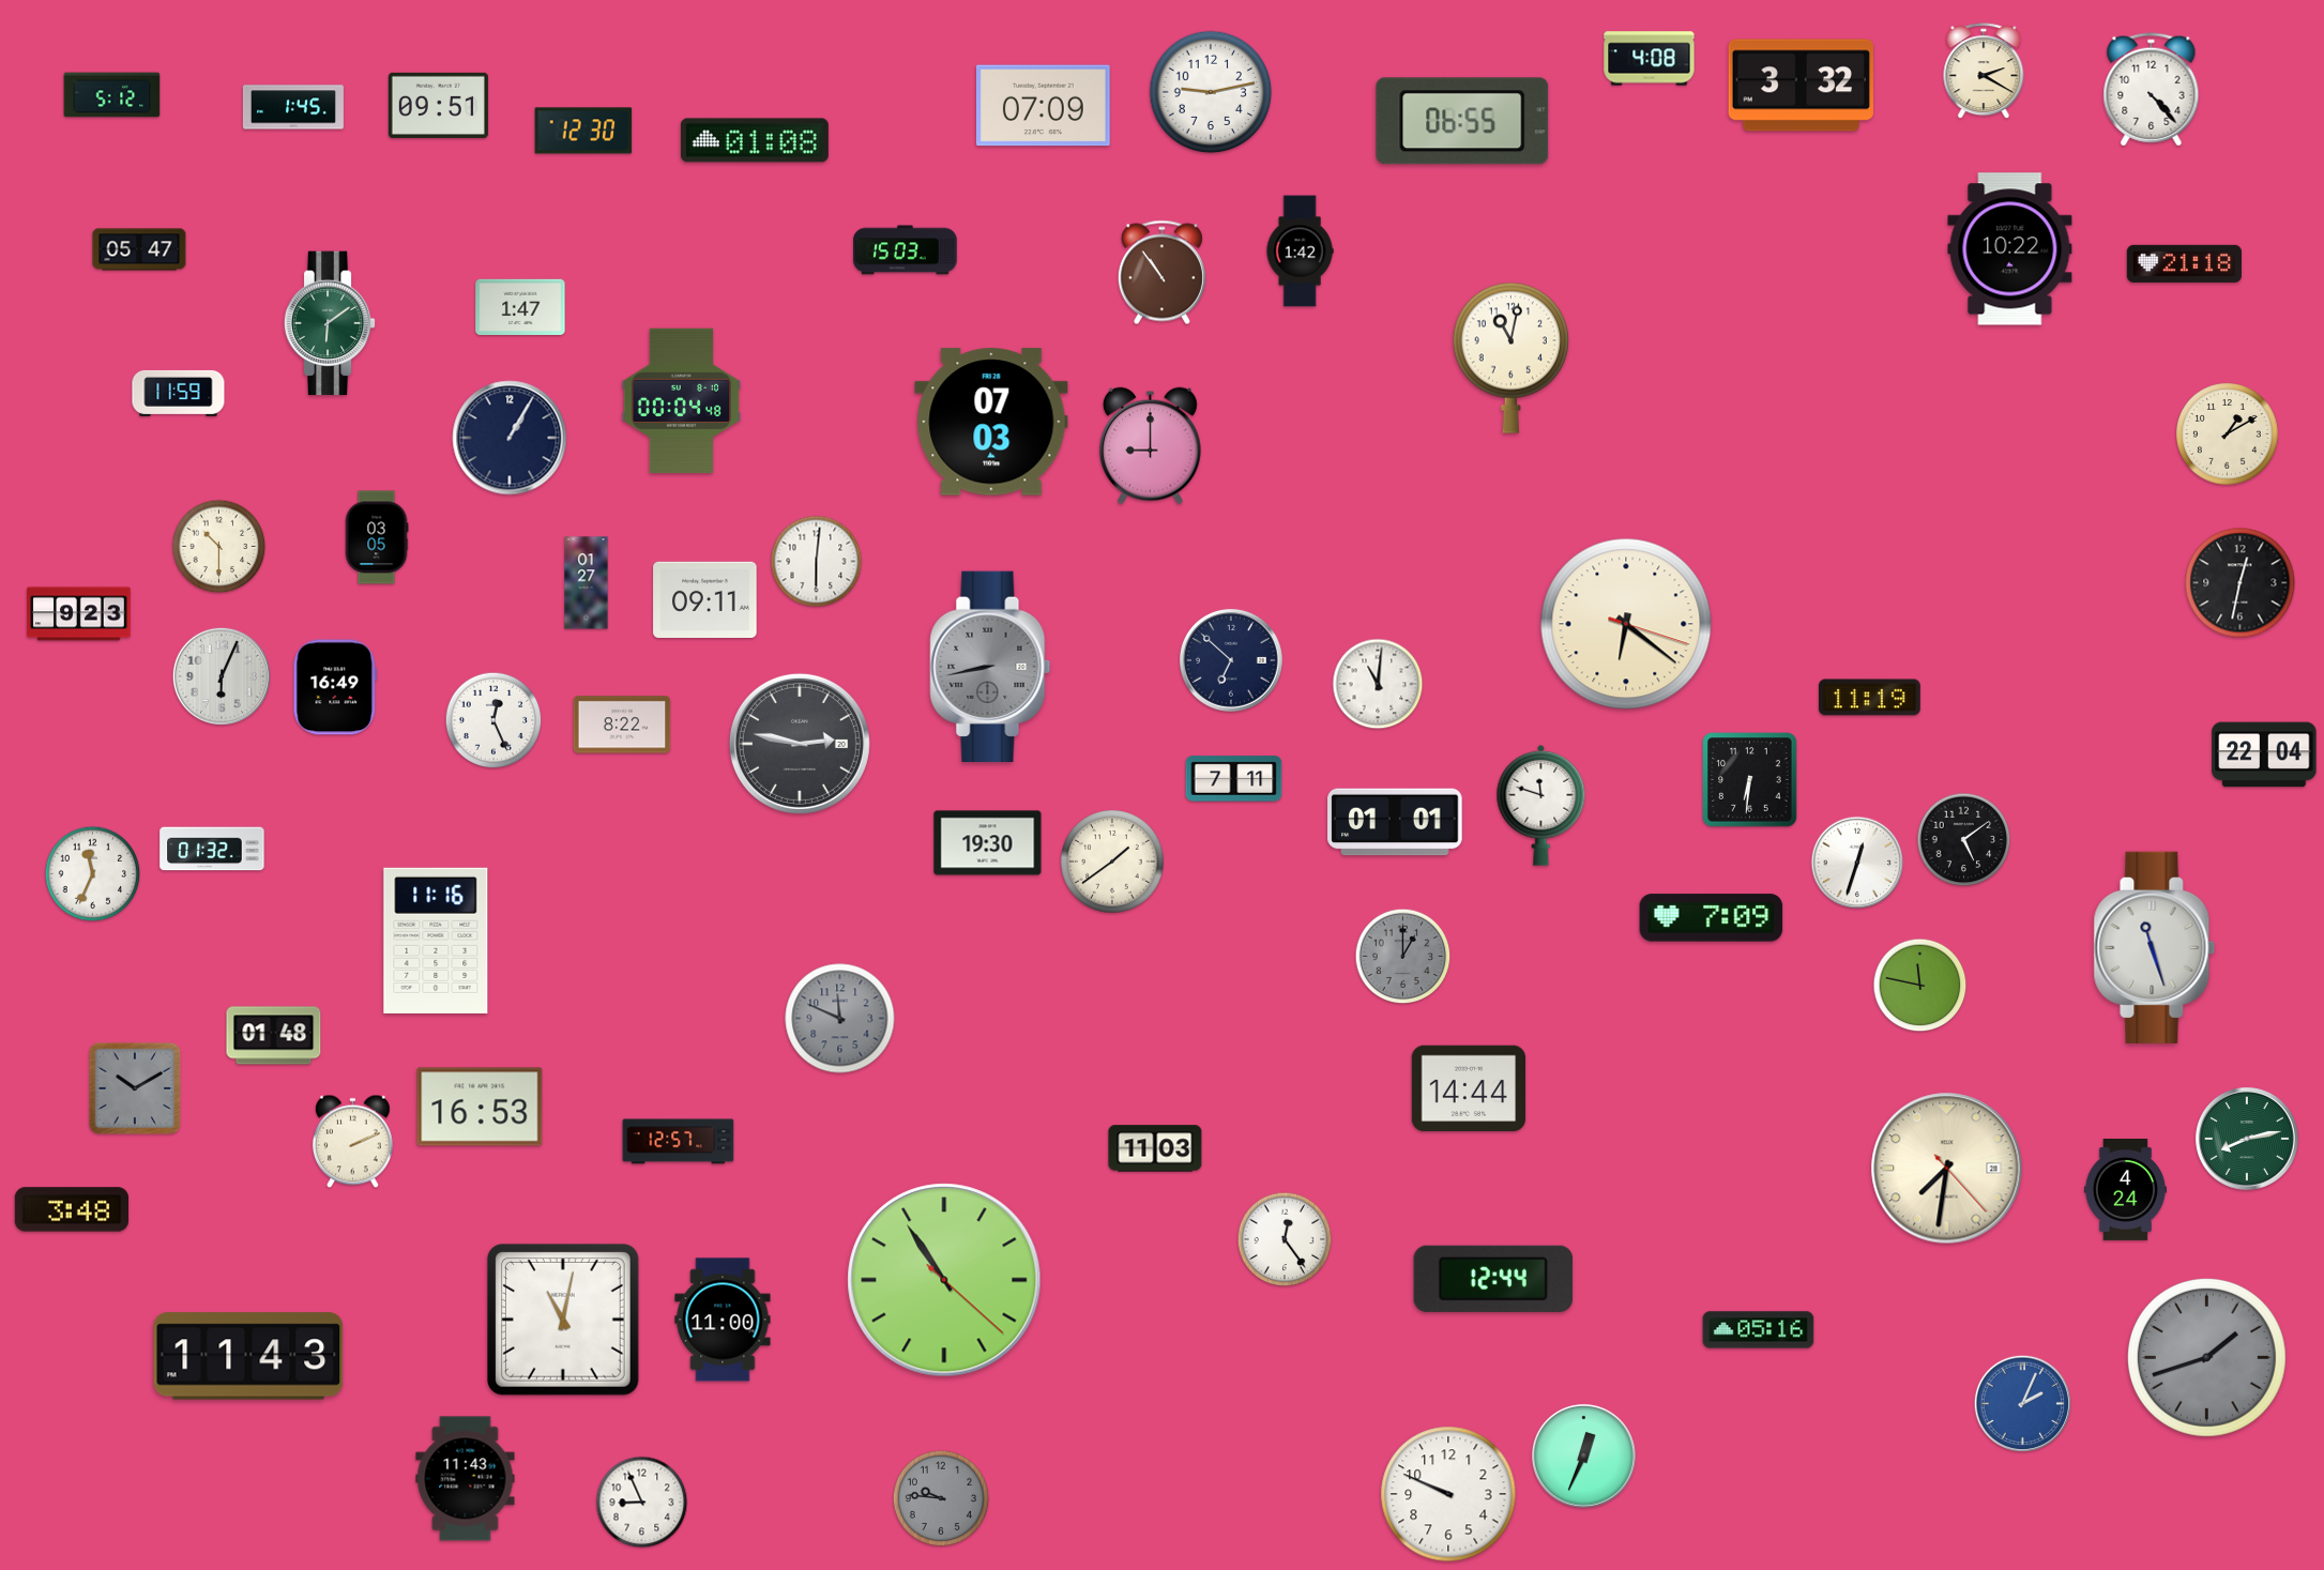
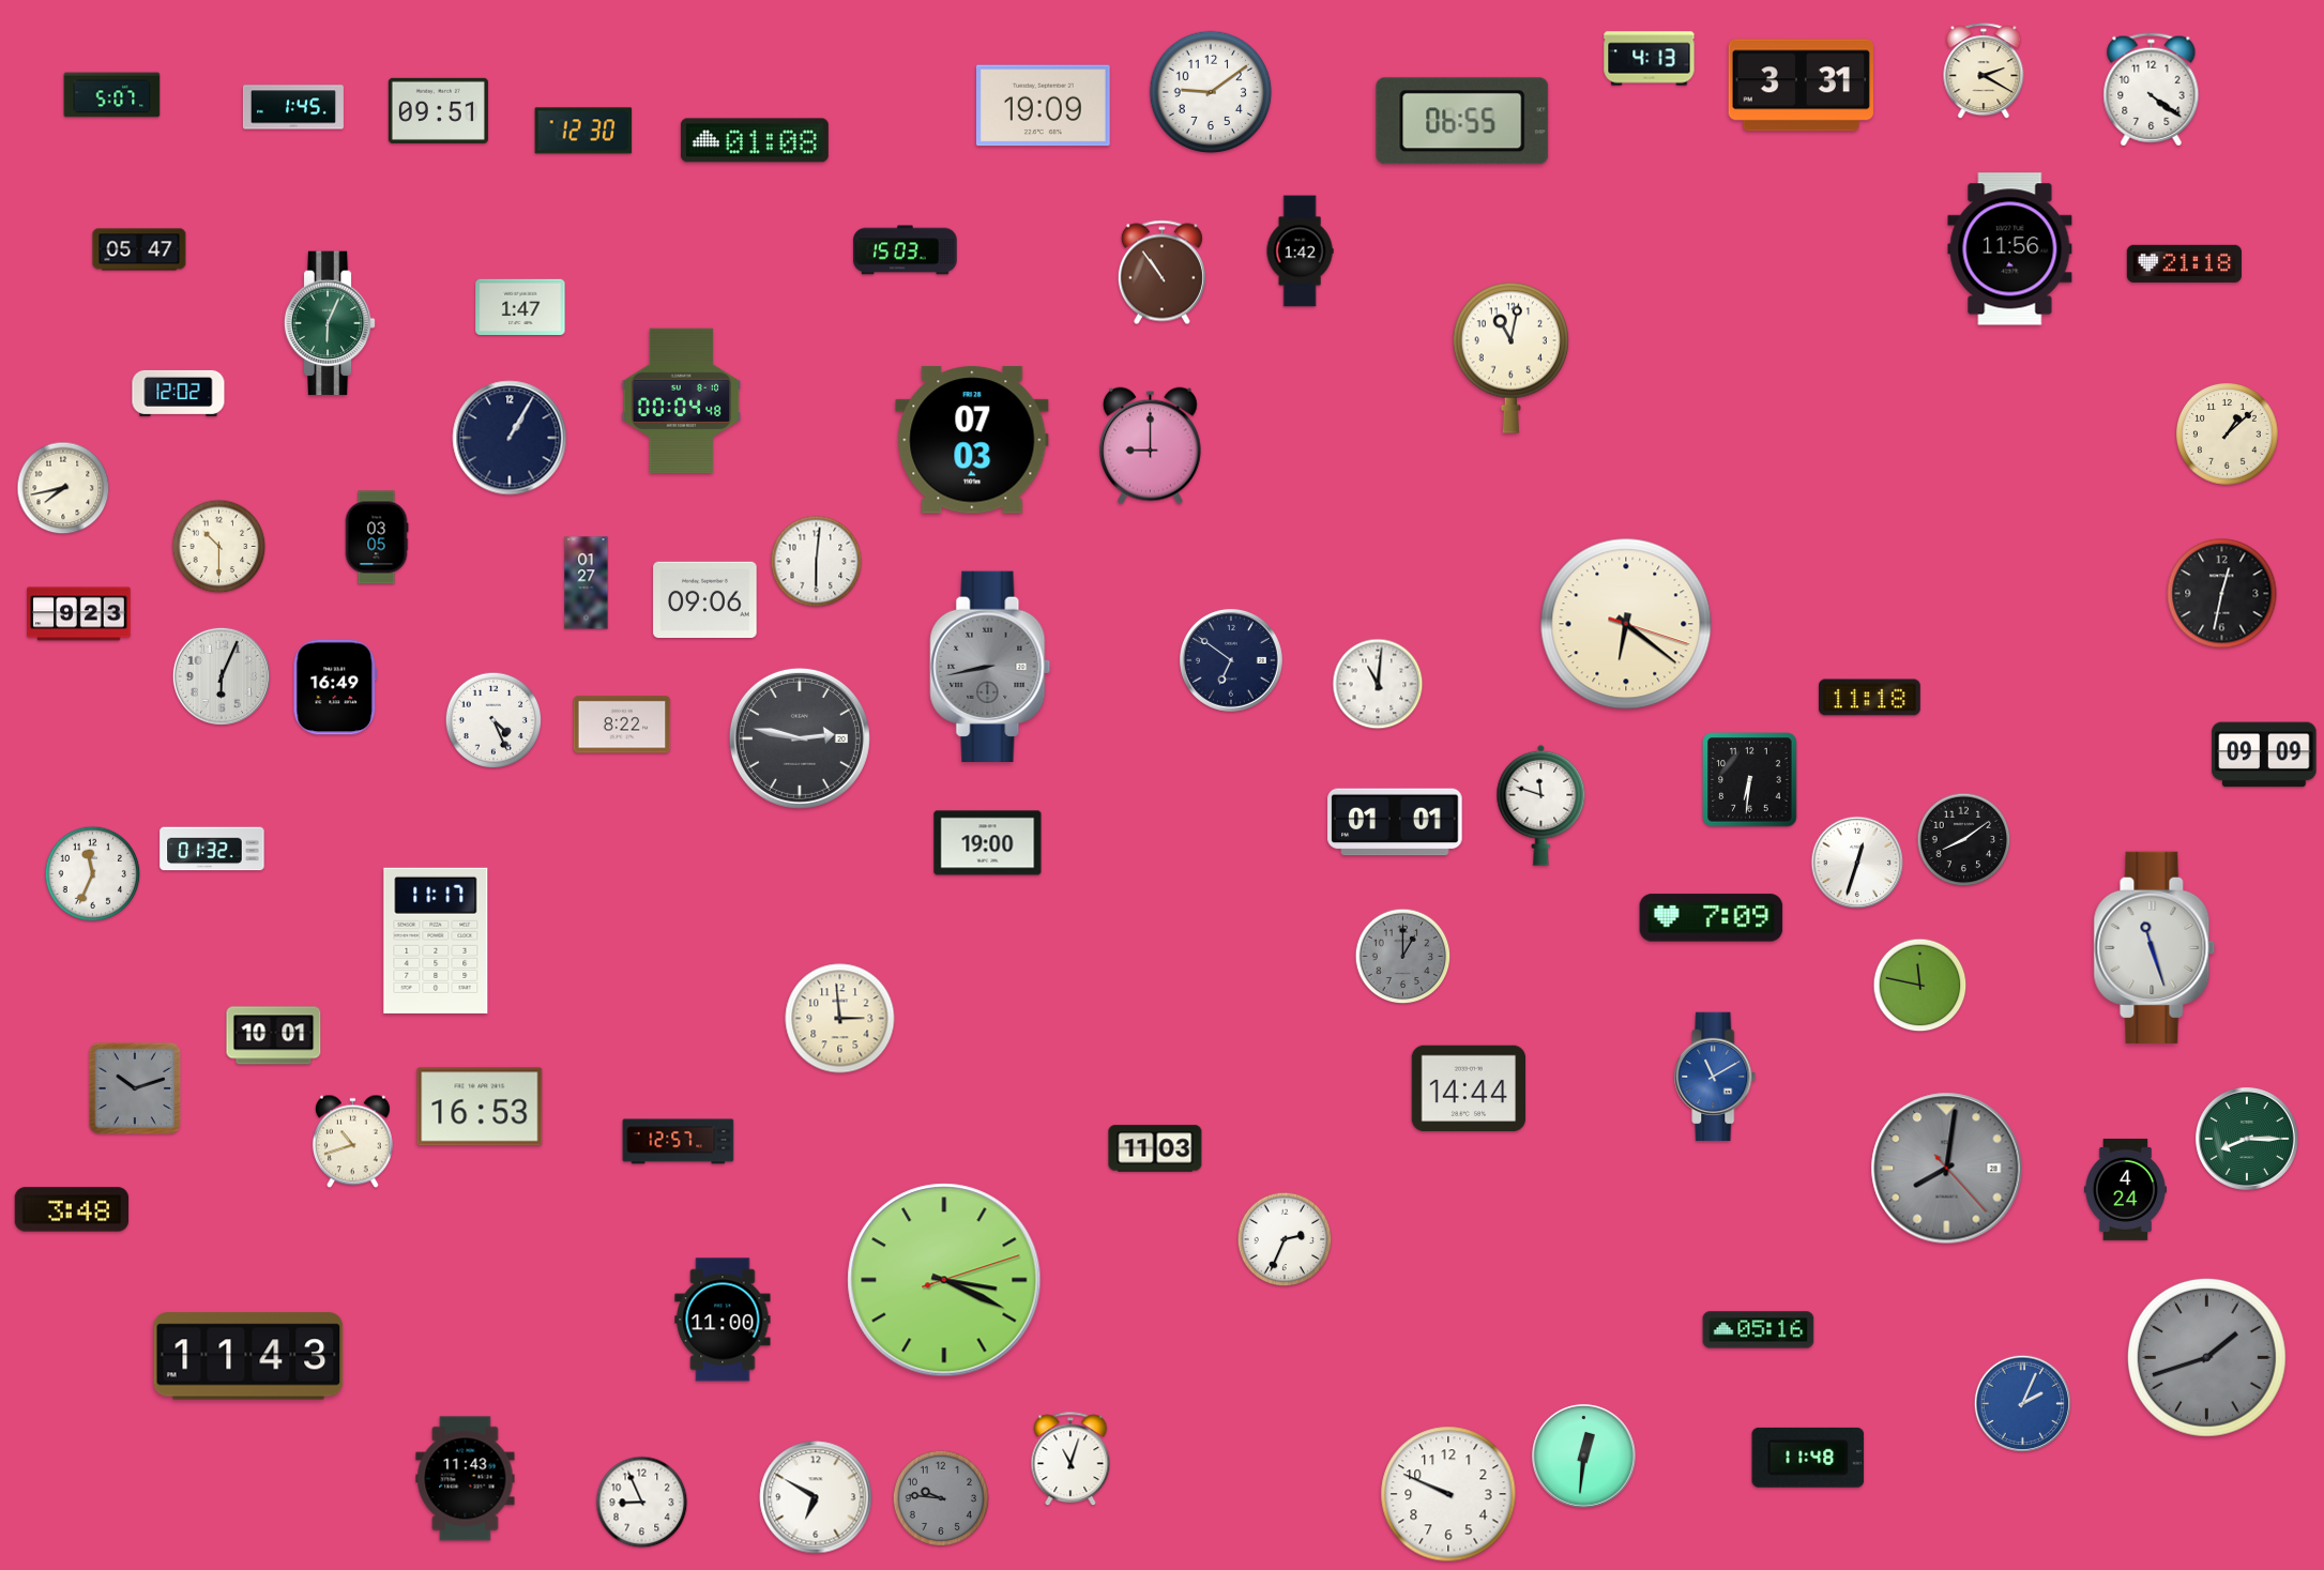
clock at (1650, 59): 4:08 -> 4:13
clock at (1801, 86): 3:32 -> 3:31
clock at (2152, 90): 4:23 -> 4:21
clock at (1211, 92): 9:13 -> 9:09
clock at (112, 95): 5:12 -> 5:07
clock at (438, 105) position: (438, 105) -> (438, 110)
clock at (1044, 106): 07:09 -> 19:09
clock at (2010, 249): 10:22 -> 11:56
clock at (330, 323): 6:09 -> 6:04
clock at (179, 393): 11:59 -> 12:02
clock at (991, 422) position: (991, 422) -> (972, 440)
clock at (2228, 435): 1:10 -> 1:08
clock at (63, 488): none -> 7:43
clock at (2241, 583) position: (2241, 583) -> (2222, 594)
clock at (705, 599): 09:11 -> 09:06
clock at (1231, 660): 6:52 -> 6:51
clock at (1869, 698): 11:19 -> 11:18
clock at (493, 720): 12:26 -> 4:26
clock at (800, 744) position: (800, 744) -> (800, 738)
clock at (2264, 754): 22:04 -> 09:09
clock at (1234, 779): 7:11 -> none
clock at (1964, 840): 5:09 -> 8:09
clock at (988, 843): 19:30 -> 19:00
clock at (1112, 862): 1:39 -> none
clock at (436, 941): 11:16 -> 11:17
clock at (840, 1019): 11:49 -> 2:59
clock at (840, 1019) dial: grey -> cream
clock at (274, 1036): 01:48 -> 10:01
clock at (1715, 1077): none -> 11:10
clock at (135, 1088): 10:10 -> 10:12
clock at (2247, 1139): 8:13 -> 8:15
clock at (352, 1142): 2:11 -> 10:42
clock at (1947, 1169): 7:31 -> 8:01
clock at (1947, 1169) dial: cream -> grey
clock at (1285, 1239): 12:24 -> 2:34
clock at (1493, 1279): 12:44 -> none
clock at (944, 1280): 10:54 -> 3:19
clock at (563, 1320): 11:02 -> none
clock at (1584, 1457): 12:34 -> 12:31
clock at (1808, 1458): none -> 11:48
clock at (1070, 1460): none -> 11:03
clock at (816, 1497): none -> 6:50
